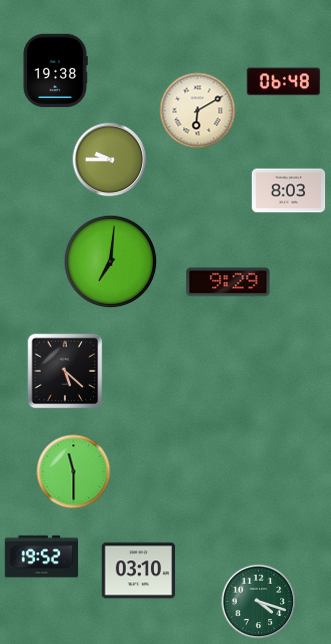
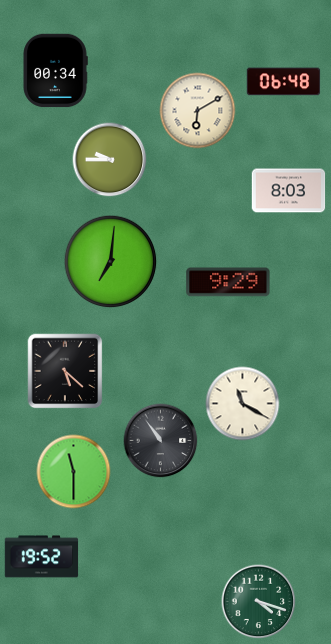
clock at (55, 71): 19:38 -> 00:34
clock at (243, 404): none -> 11:20
clock at (161, 441): none -> 10:54
clock at (139, 571): 03:10 -> none
